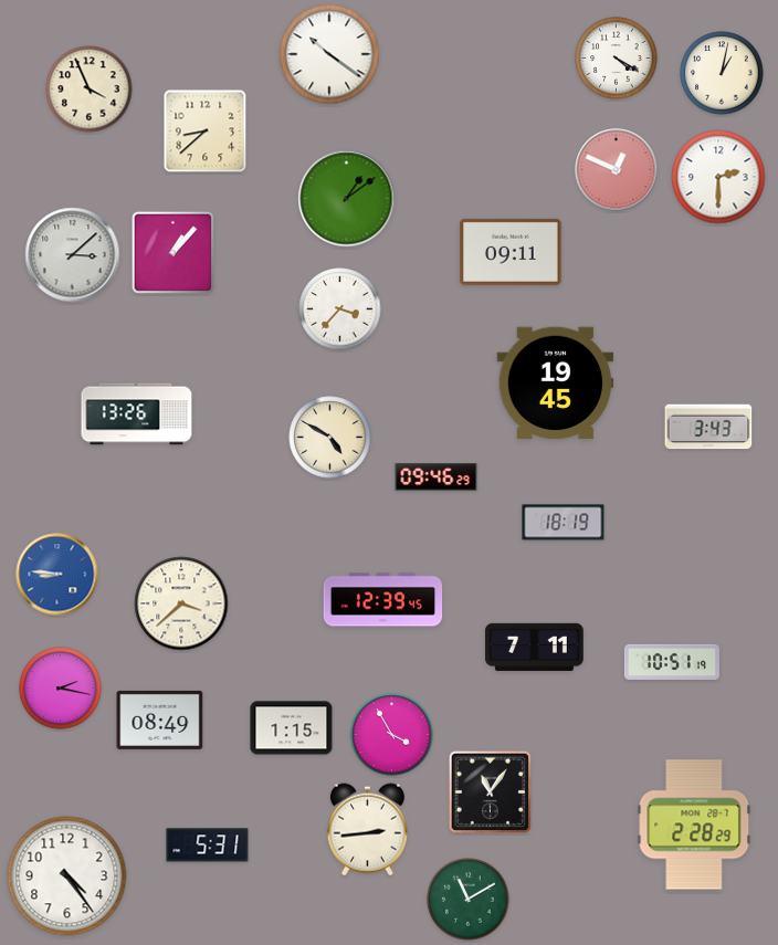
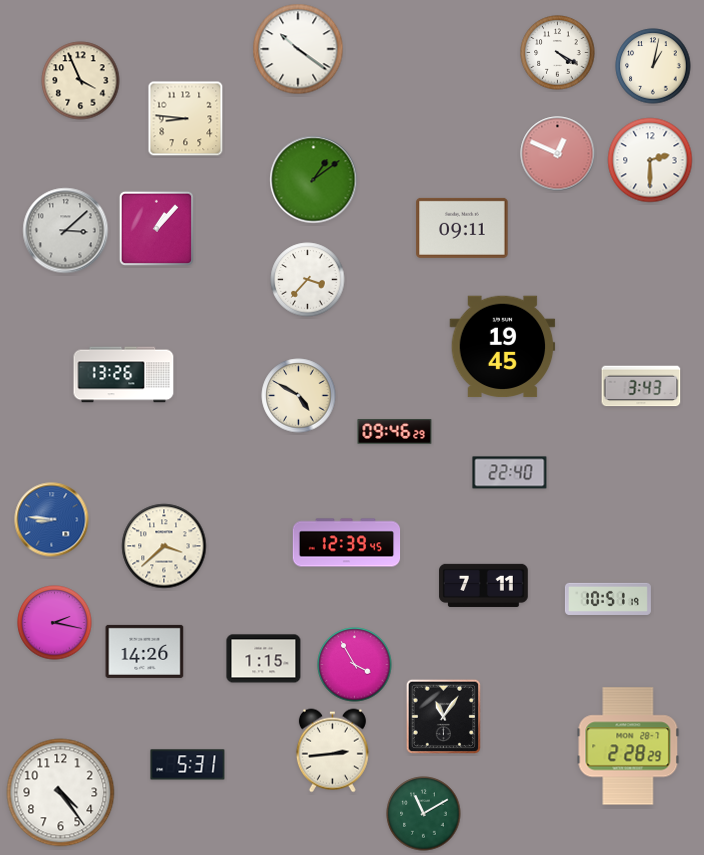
clock at (206, 132): 8:38 -> 8:46
clock at (564, 523): 18:19 -> 22:40
clock at (160, 720): 08:49 -> 14:26
